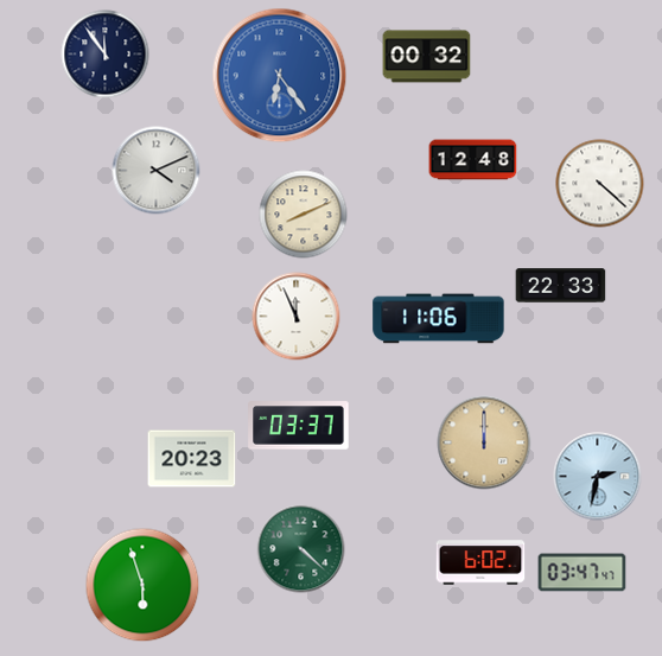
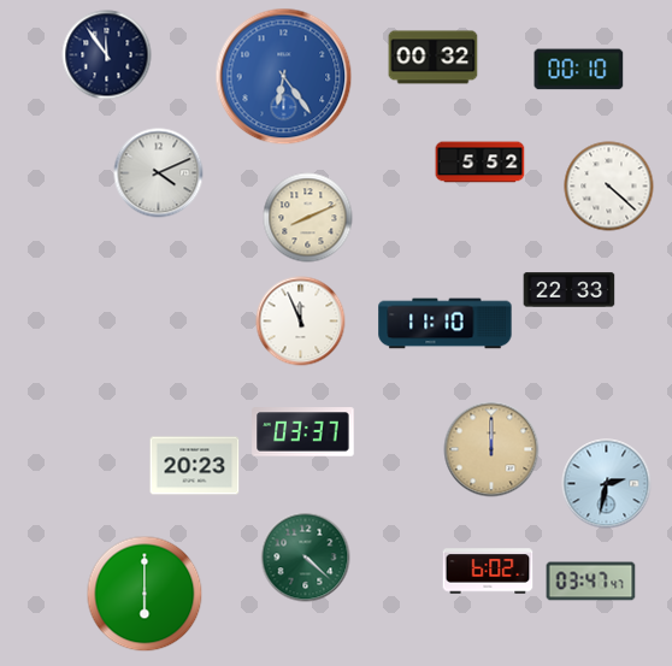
clock at (579, 70): none -> 00:10
clock at (473, 160): 12:48 -> 5:52
clock at (439, 319): 11:06 -> 11:10
clock at (142, 585): 5:57 -> 6:00
